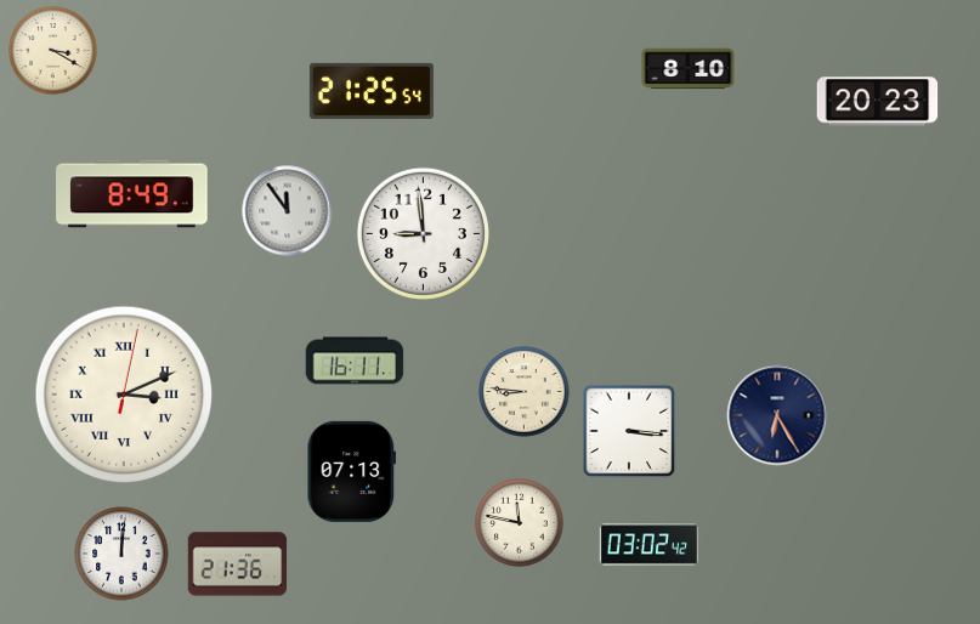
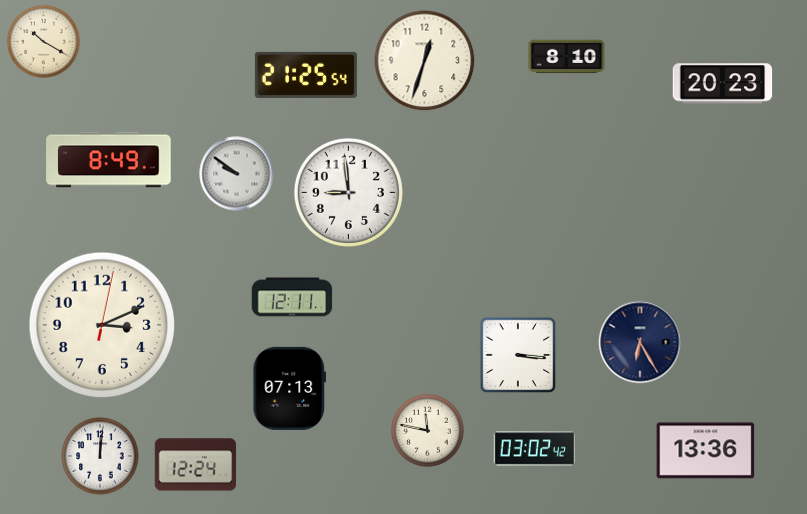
clock at (53, 51): 3:20 -> 10:20
clock at (425, 61): none -> 12:33
clock at (288, 211): 11:54 -> 9:51
clock at (355, 361): 16:11 -> 12:11
clock at (525, 392): 8:46 -> none
clock at (124, 395) numerals: Roman -> Arabic
clock at (706, 451): none -> 13:36
clock at (238, 565): 21:36 -> 12:24
